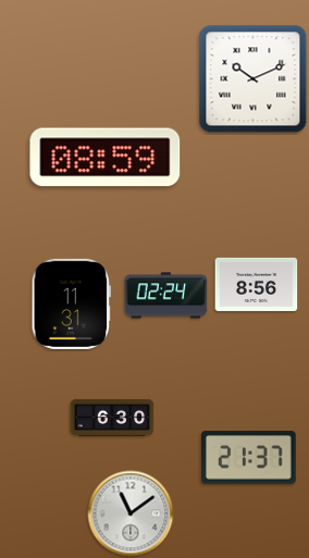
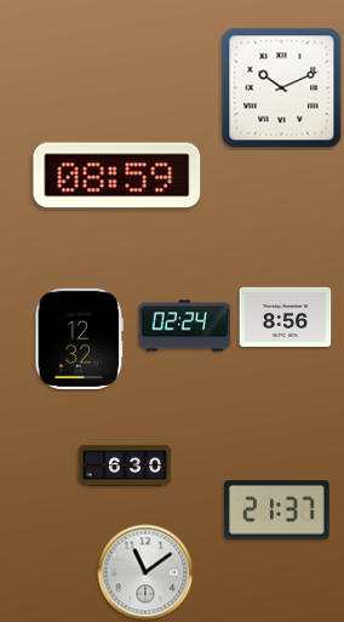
clock at (166, 296) position: (166, 296) -> (185, 326)
clock at (71, 303): 11:31 -> 12:32
